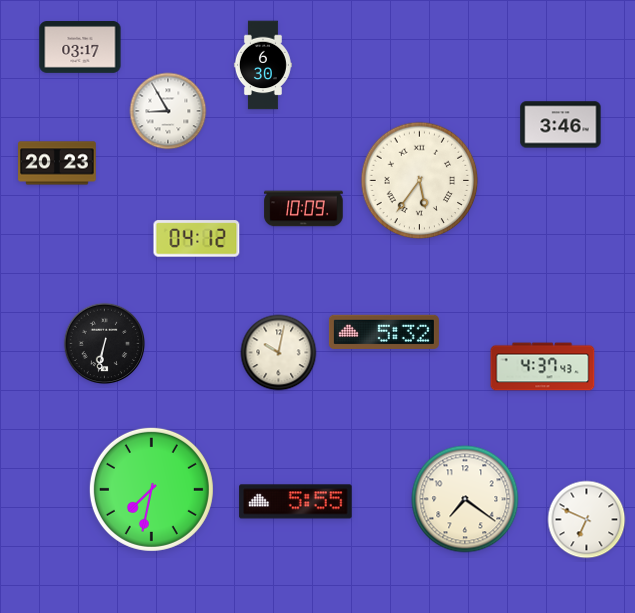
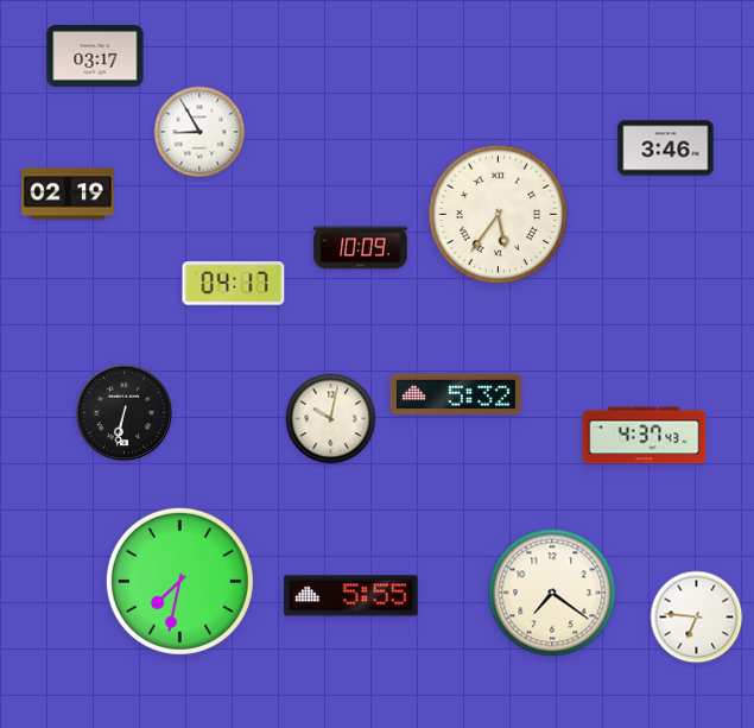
clock at (263, 65): 6:30 -> none
clock at (57, 163): 20:23 -> 02:19
clock at (197, 239): 04:12 -> 04:17
clock at (105, 344) position: (105, 344) -> (125, 413)
clock at (587, 520): 6:49 -> 6:46
